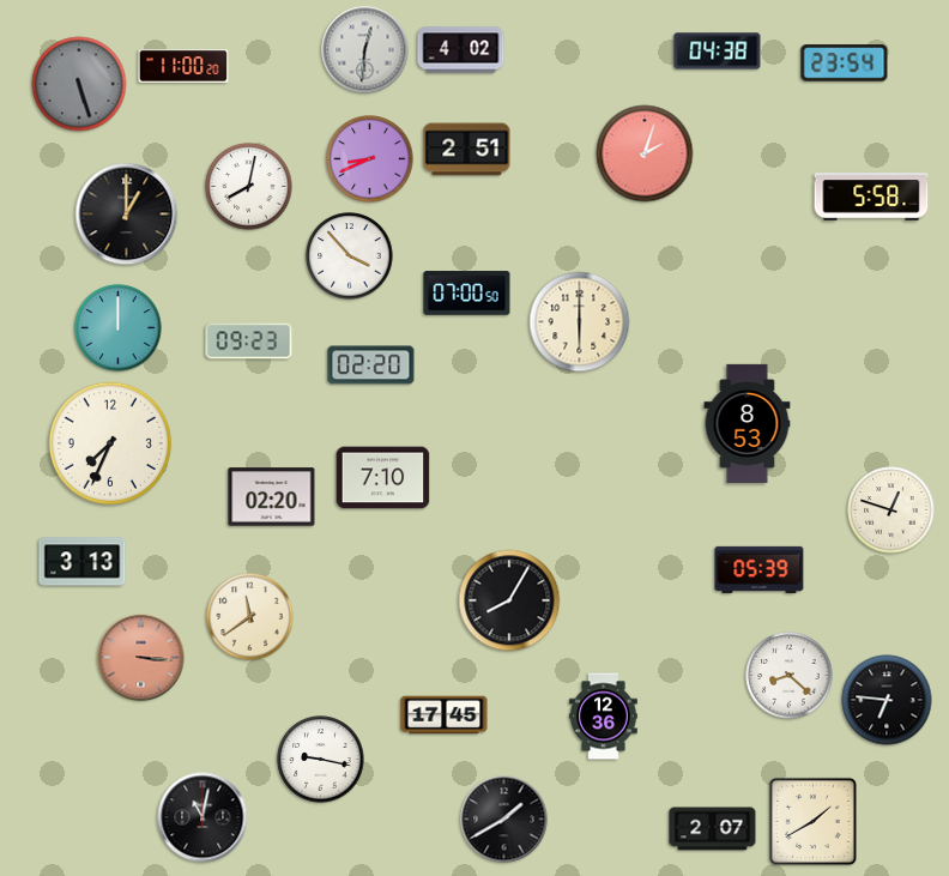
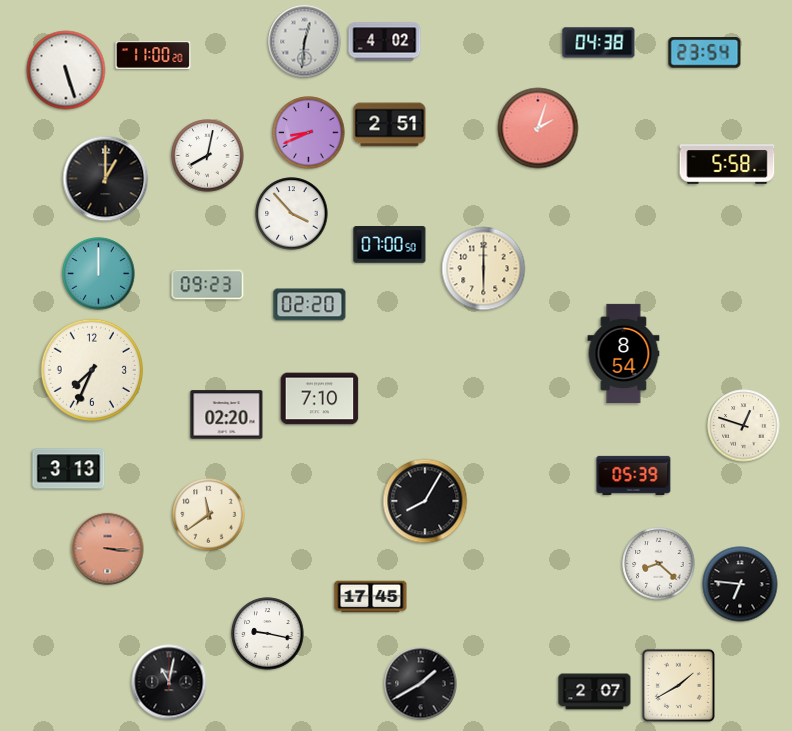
clock at (79, 84) dial: grey -> white
clock at (748, 423): 8:53 -> 8:54
clock at (141, 658) position: (141, 658) -> (108, 549)
clock at (604, 717): 12:36 -> none
